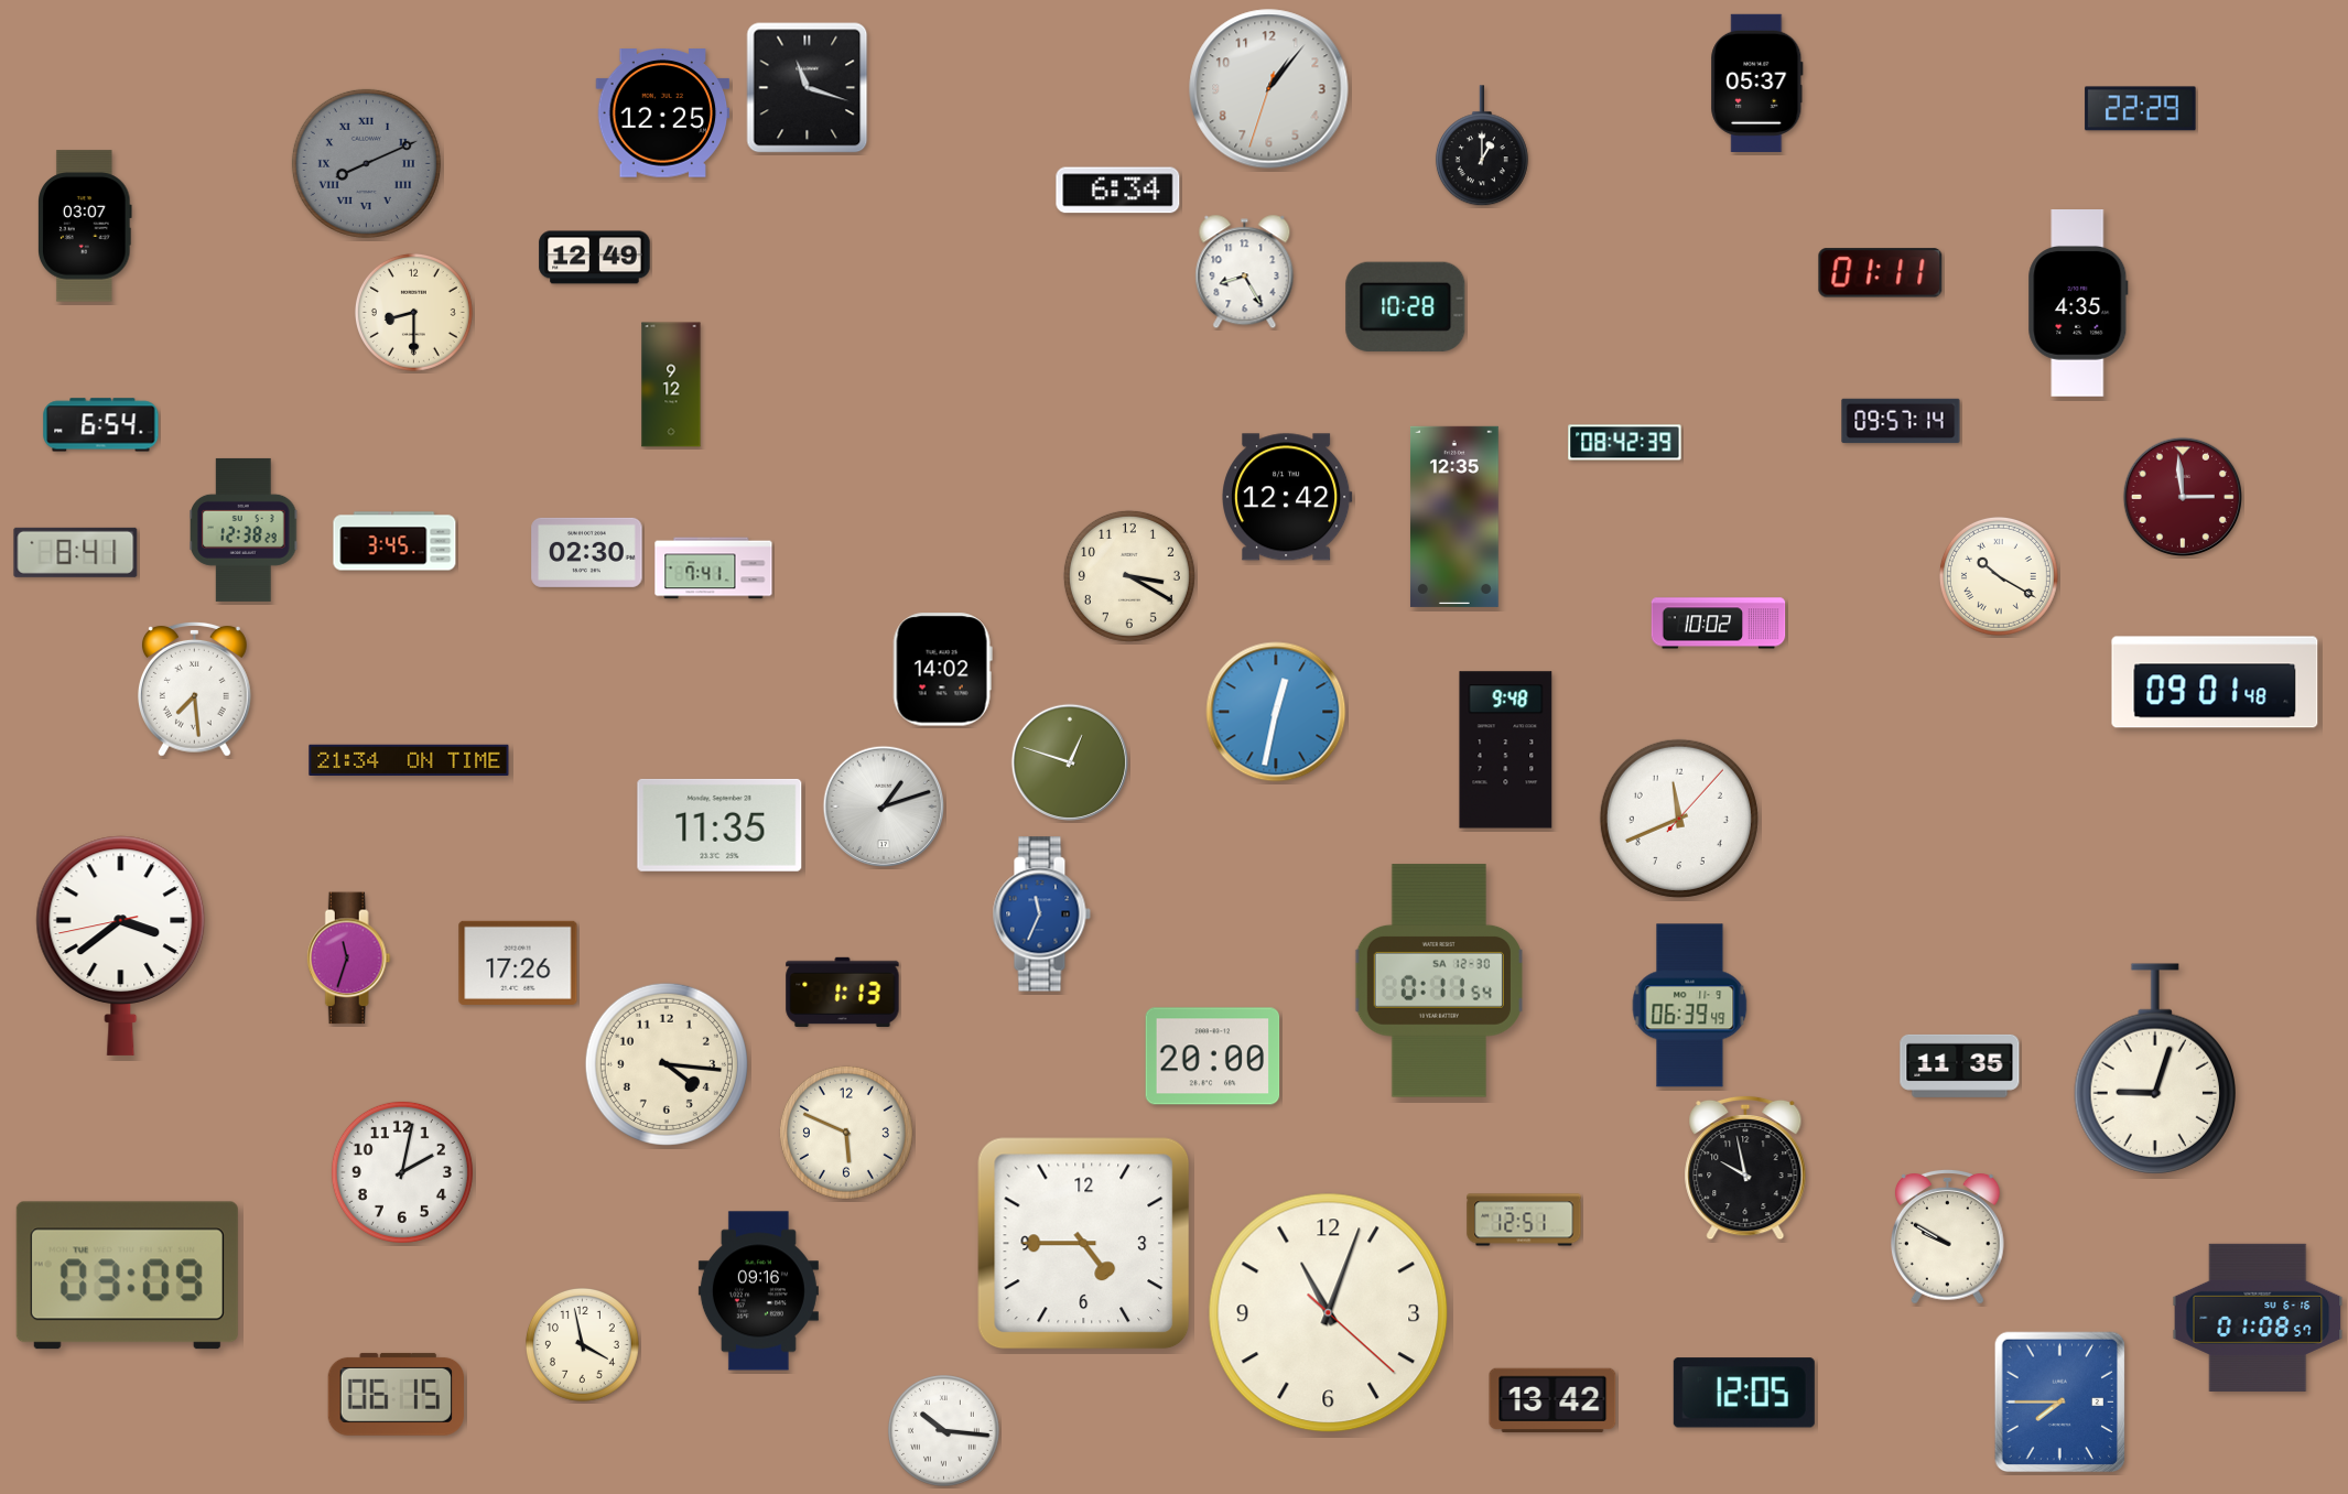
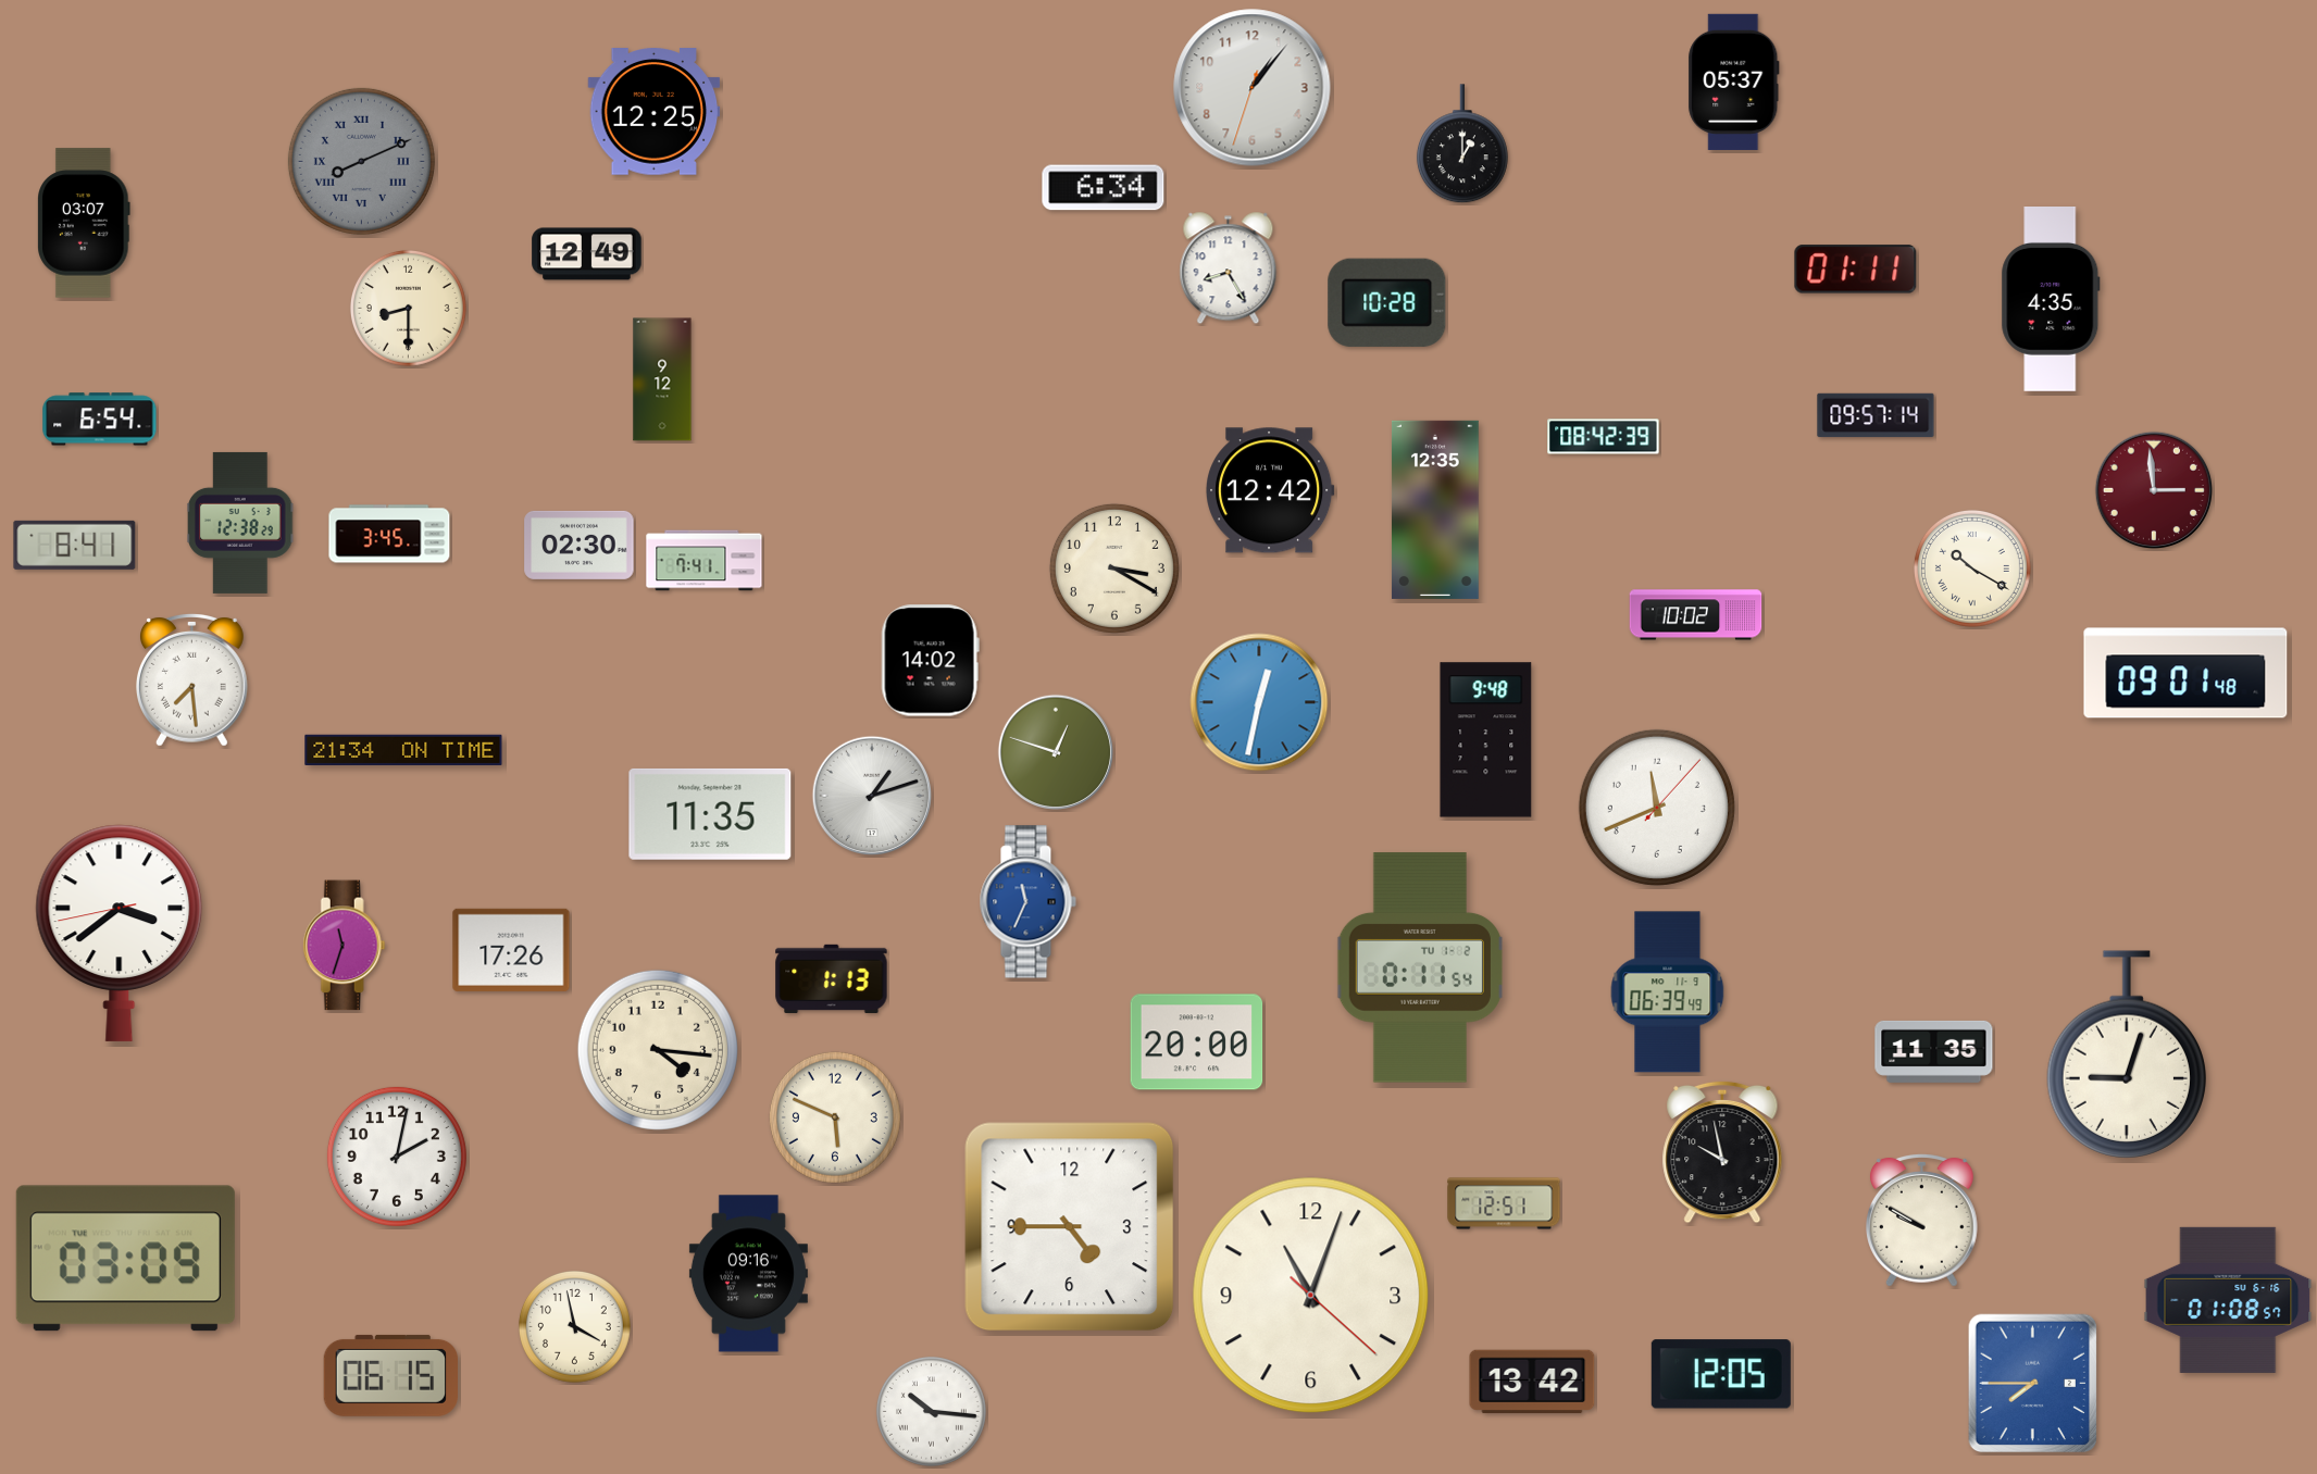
clock at (808, 88): 11:18 -> none
clock at (2141, 109): 22:29 -> none
clock at (1439, 981) date: SA 12-30 -> TU 1-2
